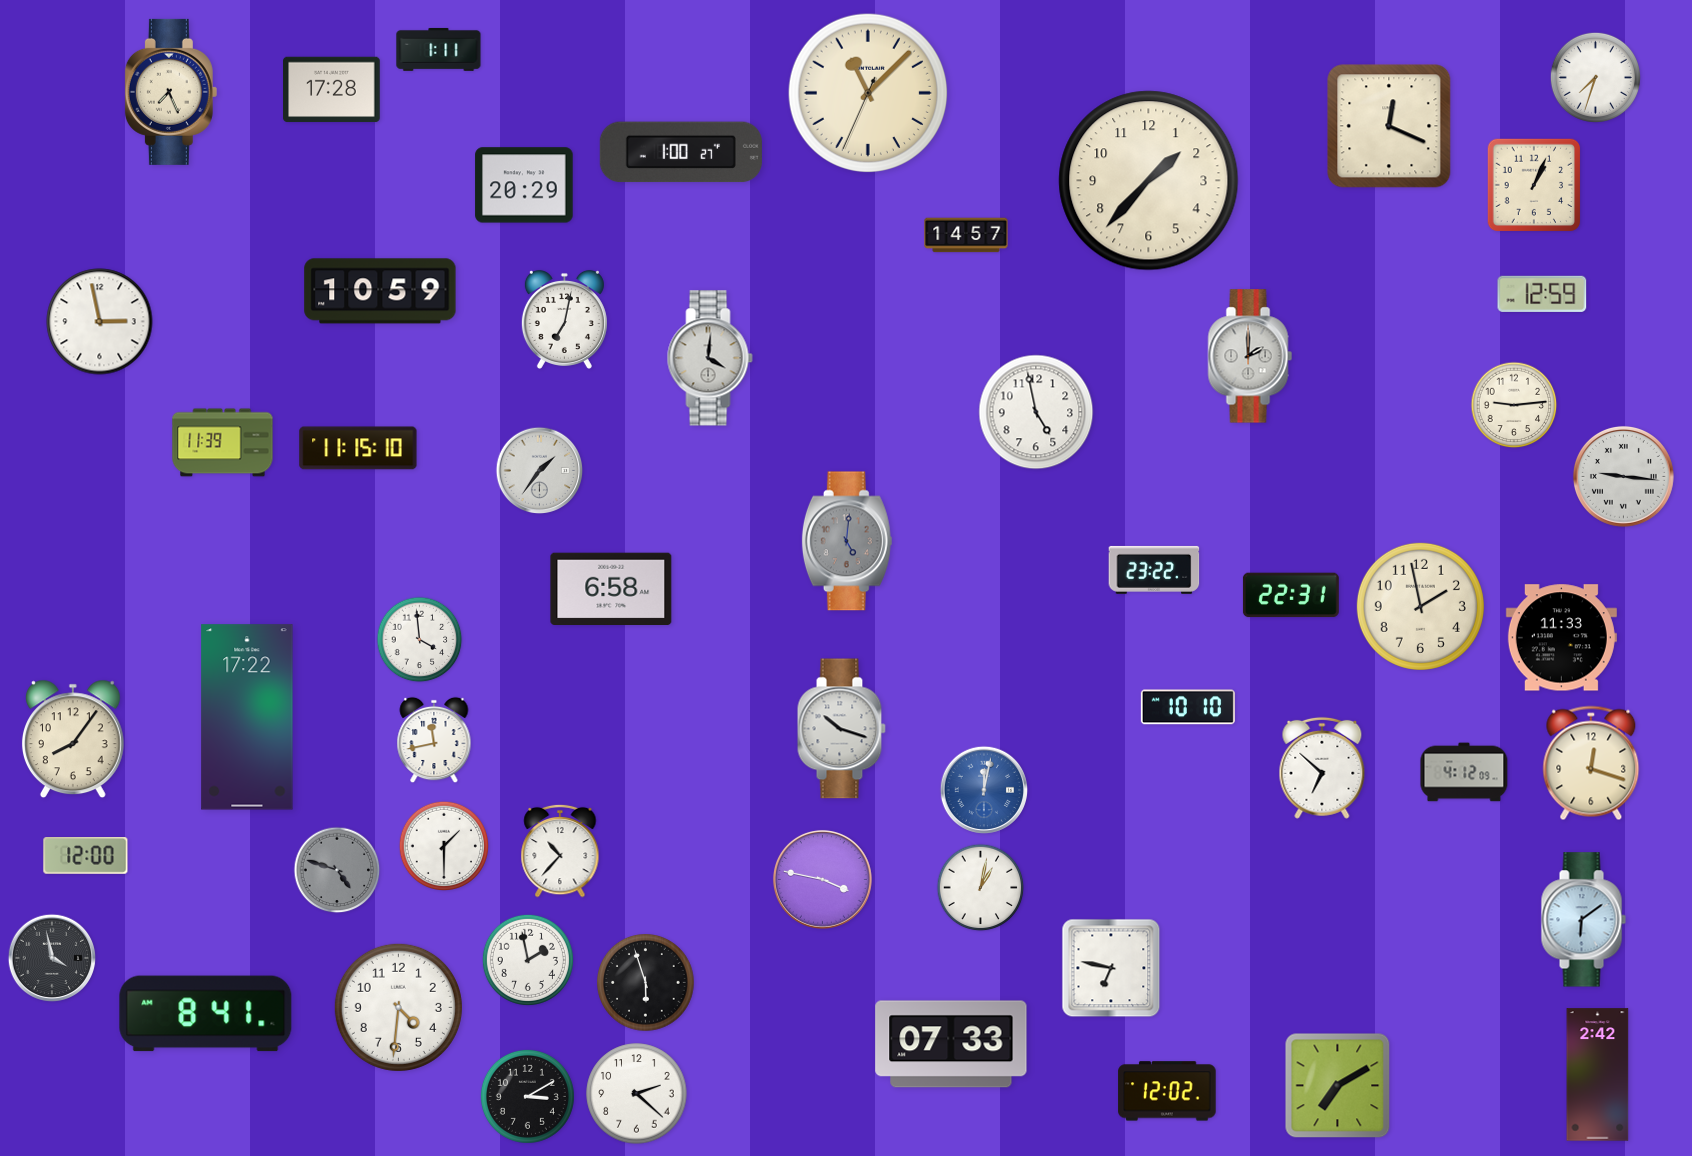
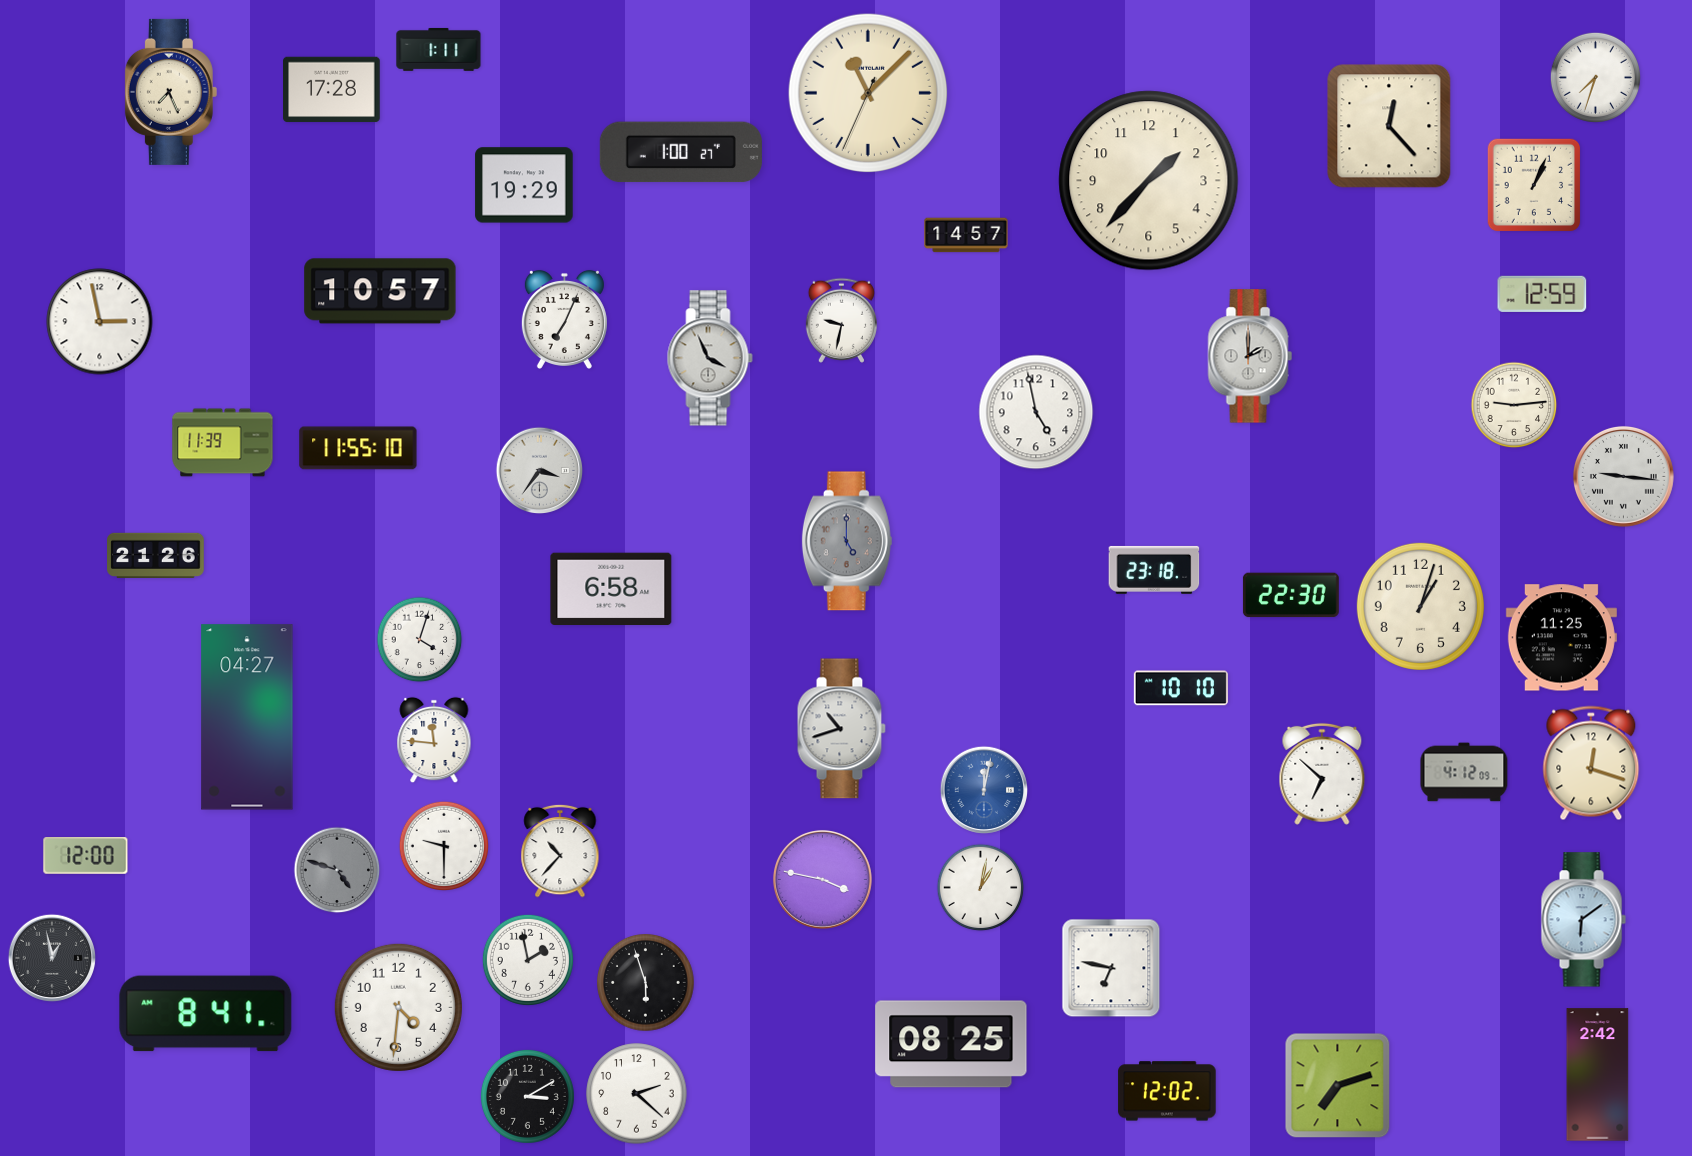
clock at (1389, 126): 12:19 -> 12:23
clock at (524, 185): 20:29 -> 19:29
clock at (380, 291): 10:59 -> 10:57
clock at (564, 319): 7:02 -> 7:04
clock at (841, 320): none -> 9:32
clock at (710, 358): 4:01 -> 3:56
clock at (358, 448): 11:15 -> 11:55
clock at (540, 471): 1:36 -> 3:36
clock at (847, 541): 5:01 -> 5:00
clock at (156, 555): none -> 21:26
clock at (1154, 570): 23:22 -> 23:18
clock at (1291, 595): 22:31 -> 22:30
clock at (1420, 606): 1:58 -> 1:03
clock at (1561, 638): 11:33 -> 11:25
clock at (420, 640): 3:59 -> 4:03
clock at (1188, 707) position: (1188, 707) -> (1181, 688)
clock at (247, 717): 17:22 -> 04:27
clock at (841, 729): 10:18 -> 10:42
clock at (73, 739): 8:06 -> none
clock at (434, 740): 11:43 -> 11:46
clock at (1322, 768) position: (1322, 768) -> (1322, 774)
clock at (443, 845): 1:30 -> 9:30
clock at (52, 958): 3:58 -> 12:58
clock at (951, 1044): 07:33 -> 08:25
clock at (1338, 1086): 7:10 -> 7:12
